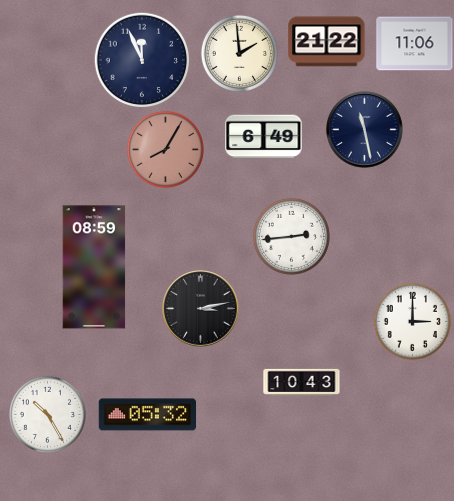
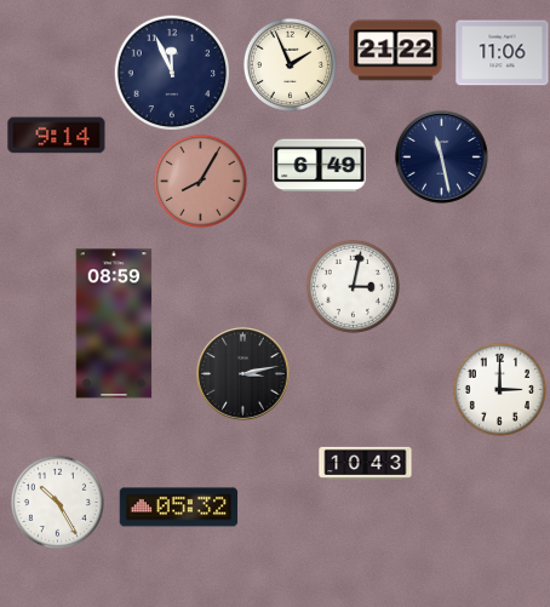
clock at (239, 53): 1:59 -> 1:56
clock at (57, 136): none -> 9:14
clock at (291, 236): 2:44 -> 3:02
clock at (148, 415) position: (148, 415) -> (179, 508)
